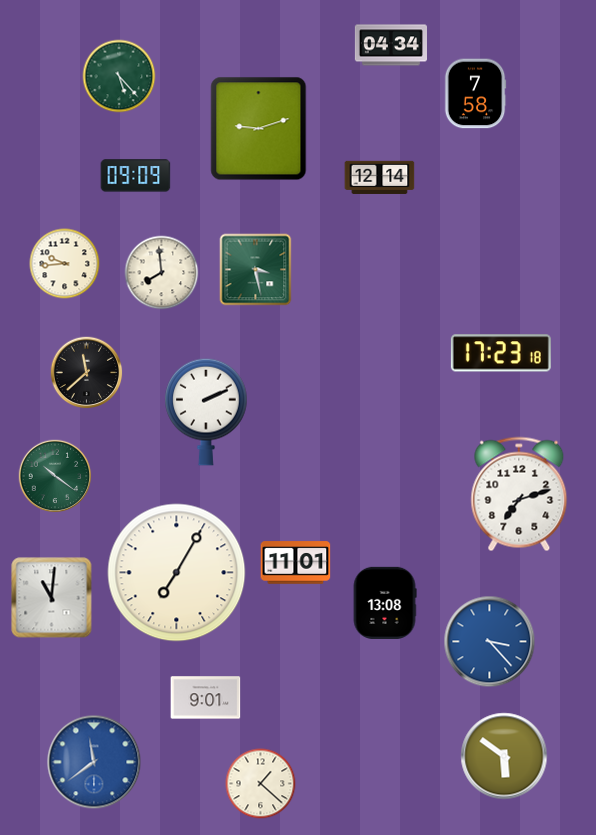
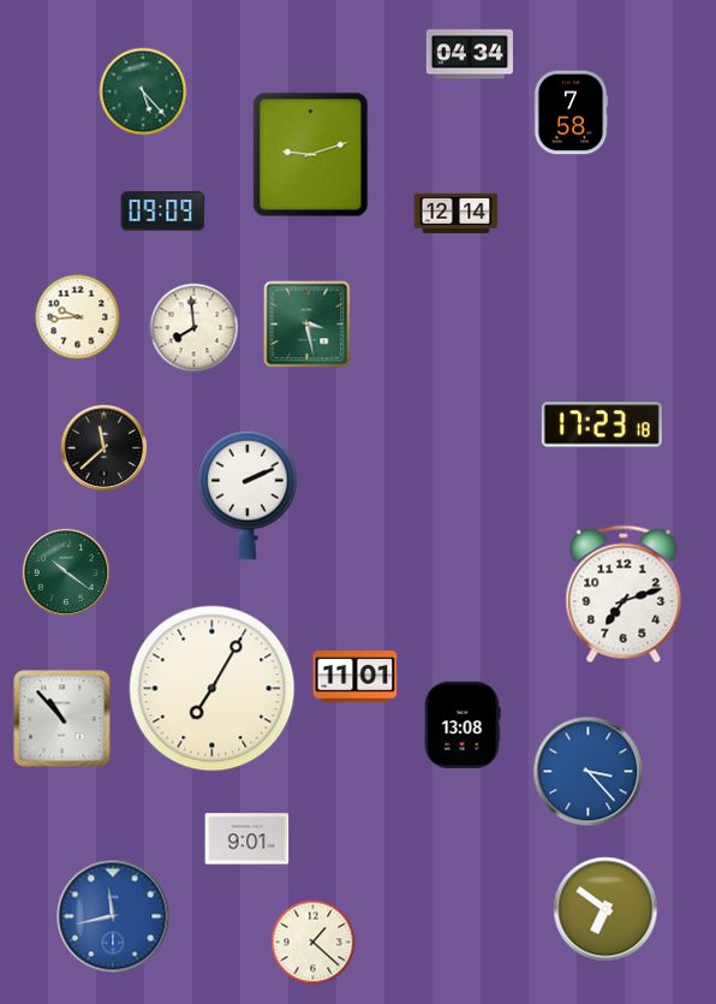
clock at (52, 598): 11:01 -> 10:53
clock at (504, 756): 5:51 -> 6:51
clock at (94, 762): 11:39 -> 11:43
